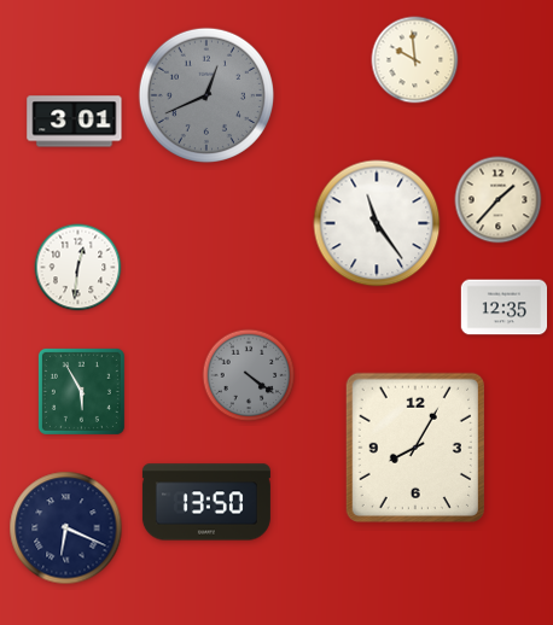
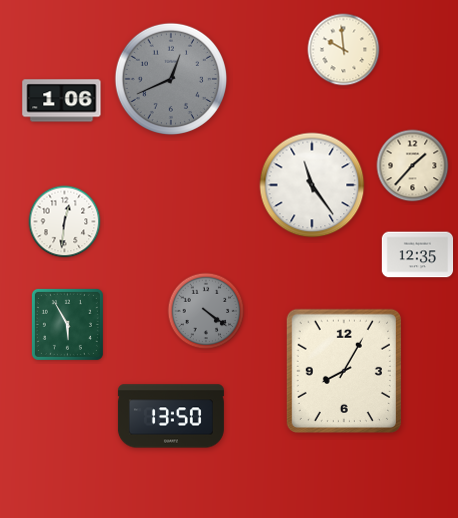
clock at (75, 122): 3:01 -> 1:06
clock at (66, 528): 6:19 -> none
